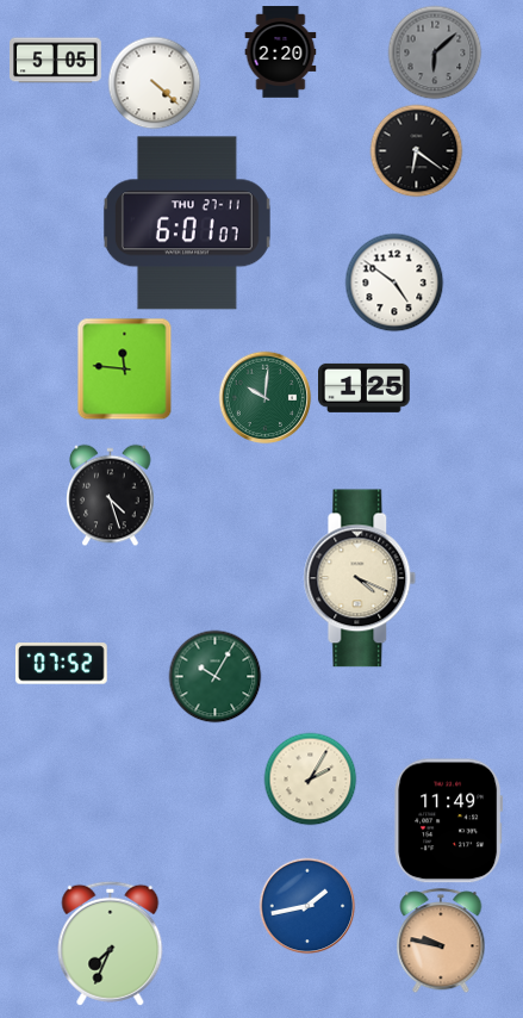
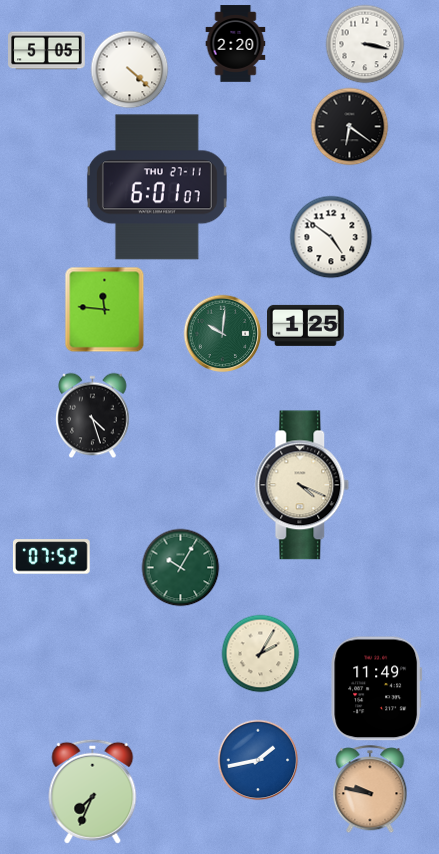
clock at (435, 52): 6:08 -> 3:17
clock at (435, 52) dial: grey -> white
